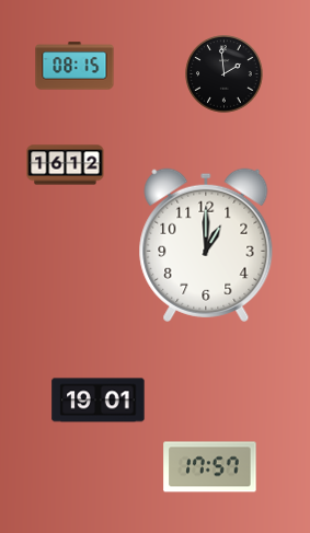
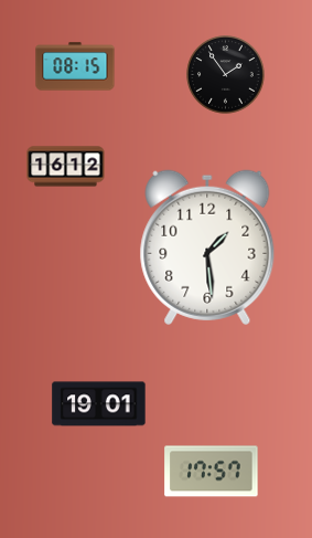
clock at (225, 74): 1:59 -> 1:54
clock at (206, 245): 1:00 -> 1:29
